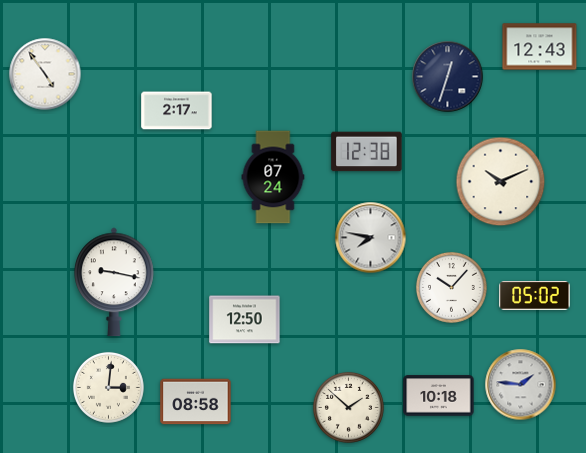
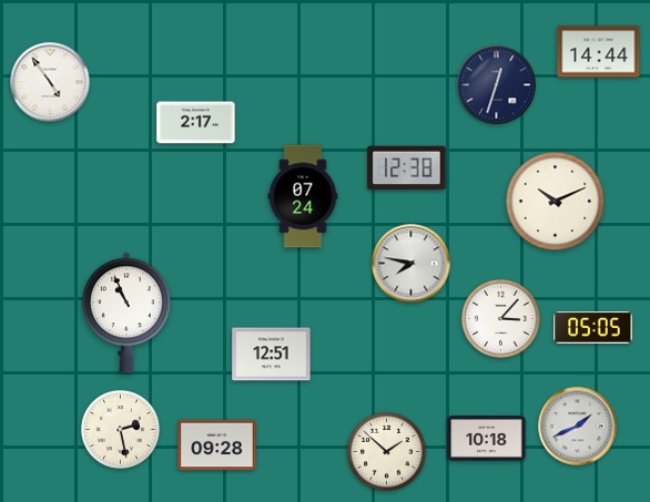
clock at (540, 47): 12:43 -> 14:44
clock at (115, 282): 9:17 -> 10:56
clock at (451, 287): 10:07 -> 3:07
clock at (535, 296): 05:02 -> 05:05
clock at (245, 320): 12:50 -> 12:51
clock at (521, 385): 1:46 -> 1:41
clock at (108, 387): 3:01 -> 2:28
clock at (196, 402): 08:58 -> 09:28
